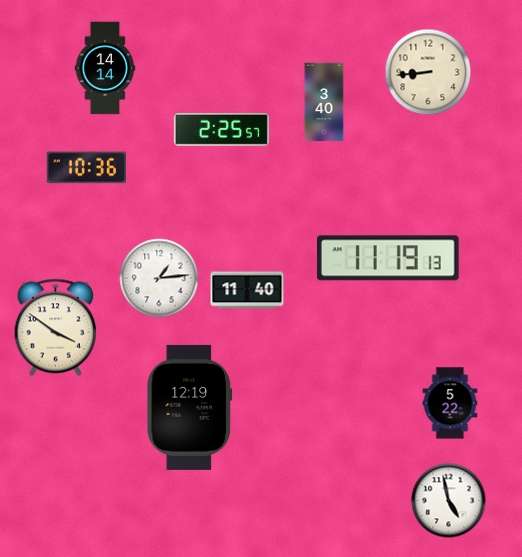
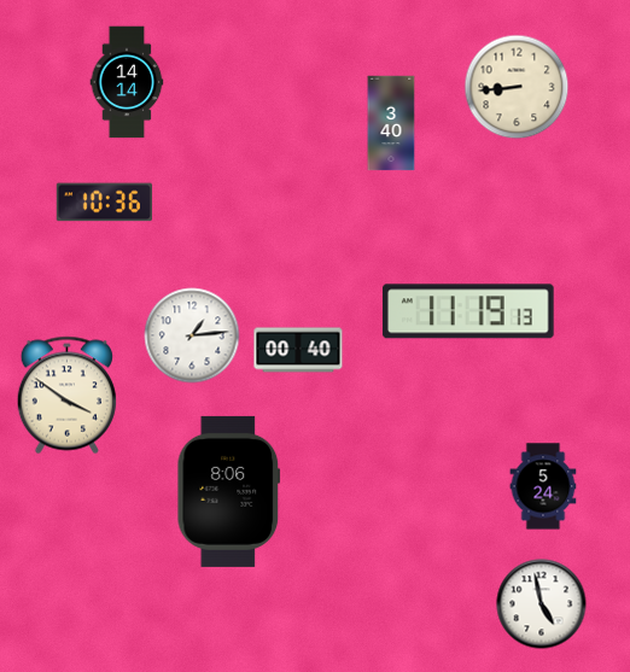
clock at (221, 129): 2:25 -> none
clock at (247, 290): 11:40 -> 00:40
clock at (450, 403): 5:22 -> 5:24
clock at (190, 407): 12:19 -> 8:06
